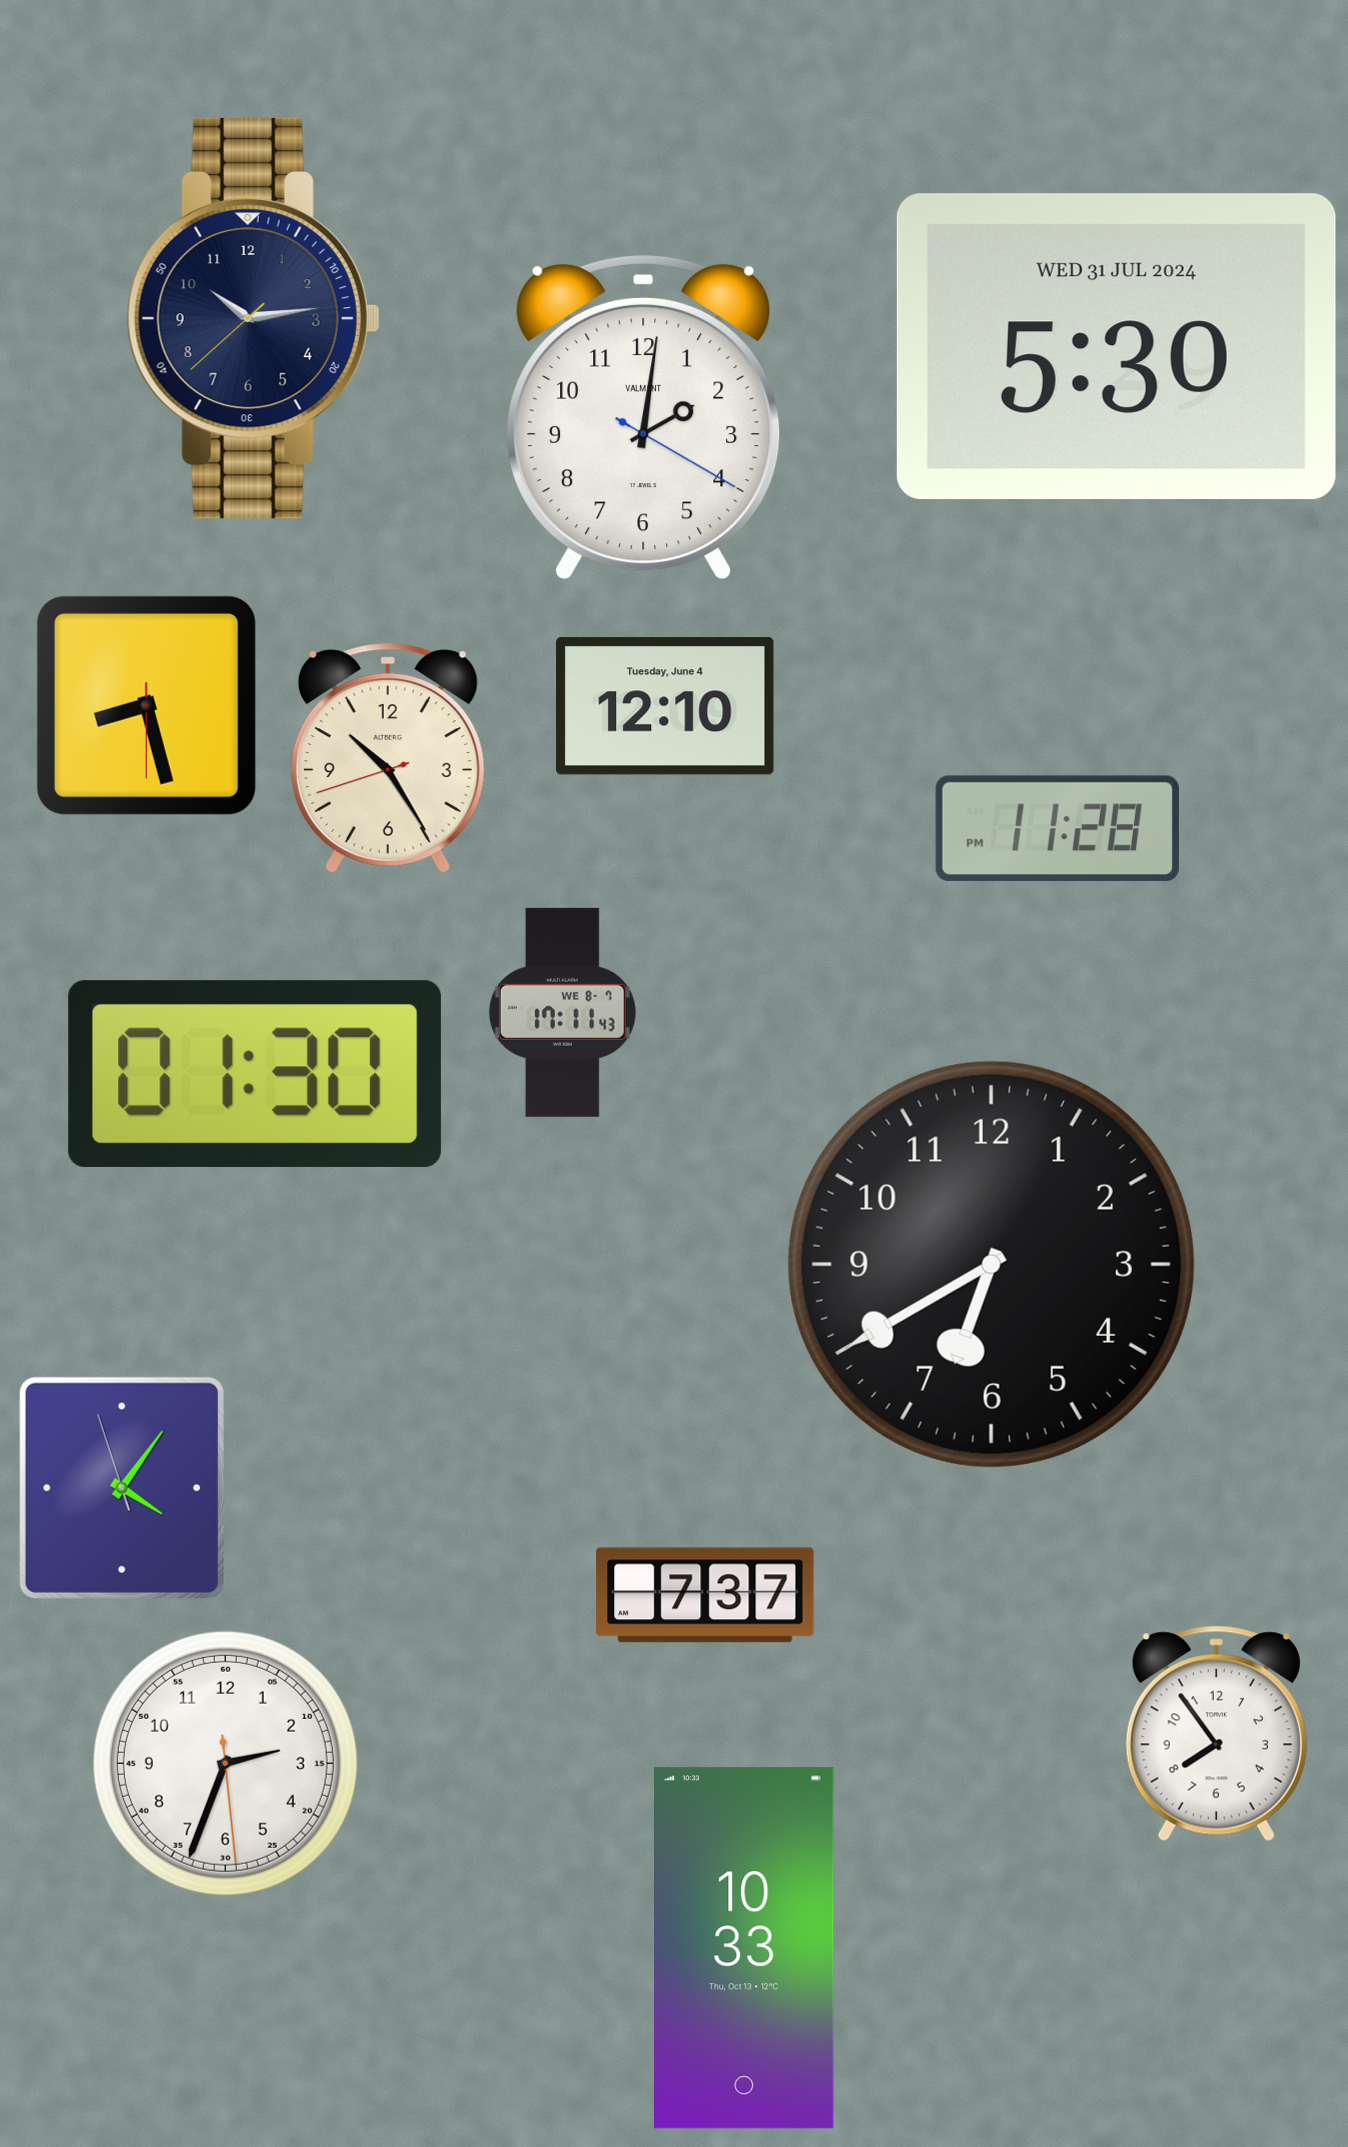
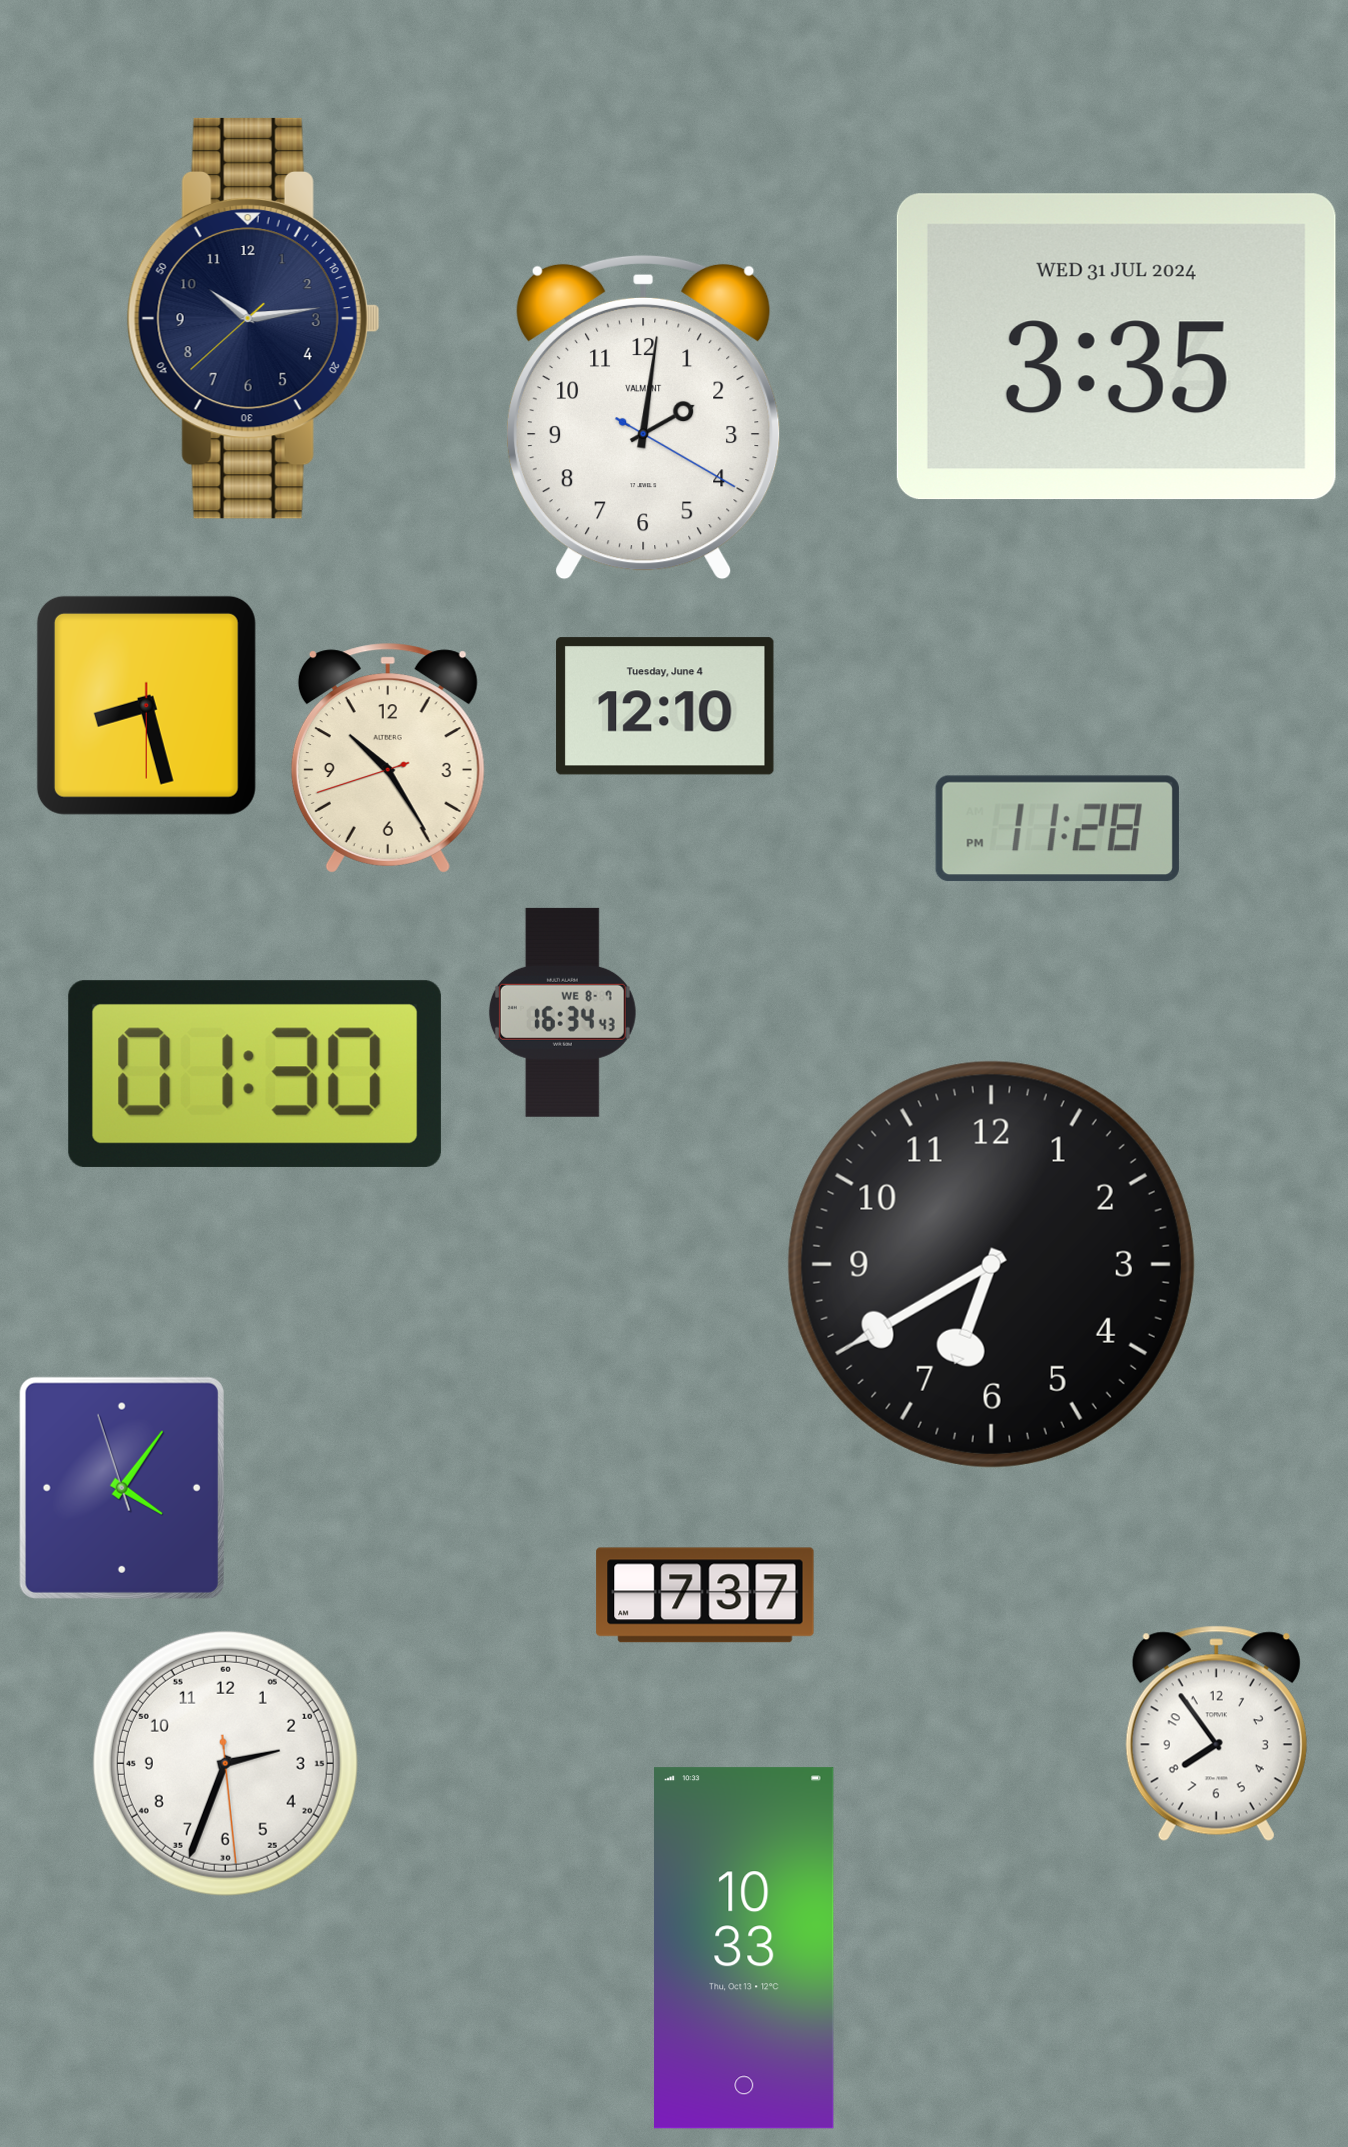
clock at (1116, 347): 5:30 -> 3:35
clock at (562, 1012): 17:11 -> 16:34
